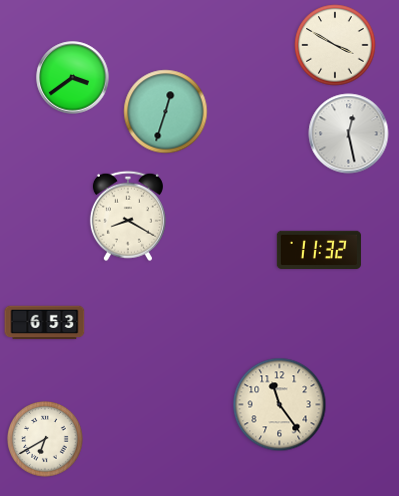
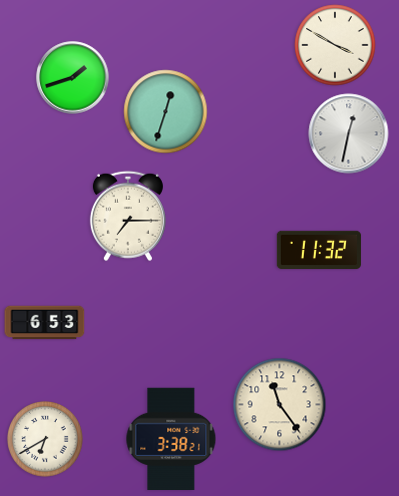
clock at (73, 78): 3:39 -> 1:42
clock at (349, 134): 12:28 -> 12:32
clock at (128, 216): 8:20 -> 7:15
clock at (171, 438): none -> 3:38
